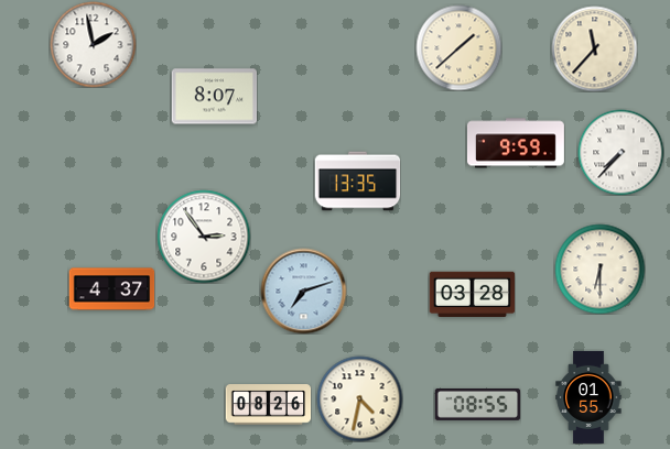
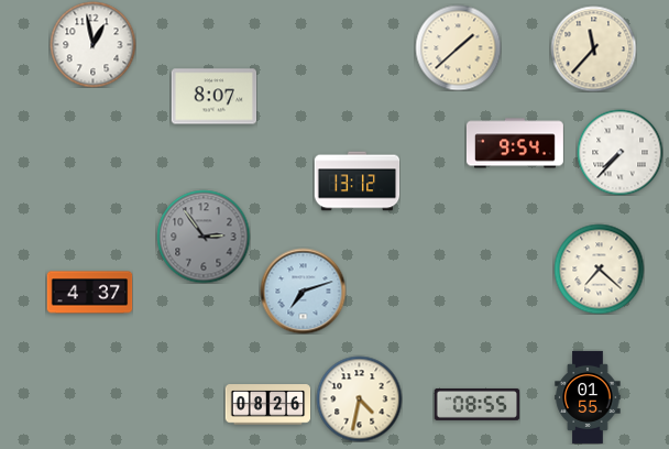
clock at (93, 44): 1:58 -> 12:58
clock at (516, 143): 9:59 -> 9:54
clock at (357, 182): 13:35 -> 13:12
clock at (204, 237) dial: white -> grey
clock at (599, 269): 6:30 -> 7:22
clock at (111, 289) position: (111, 289) -> (89, 293)
clock at (472, 294): 03:28 -> none
